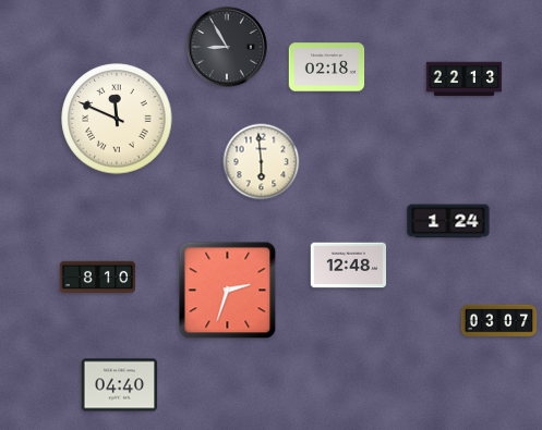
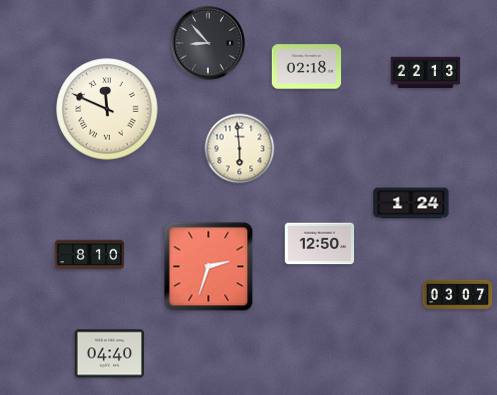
clock at (228, 48): 8:55 -> 8:53
clock at (327, 67) position: (327, 67) -> (307, 67)
clock at (349, 266): 12:48 -> 12:50
